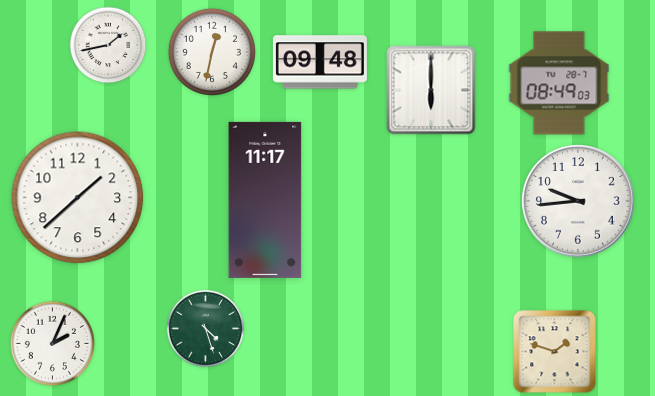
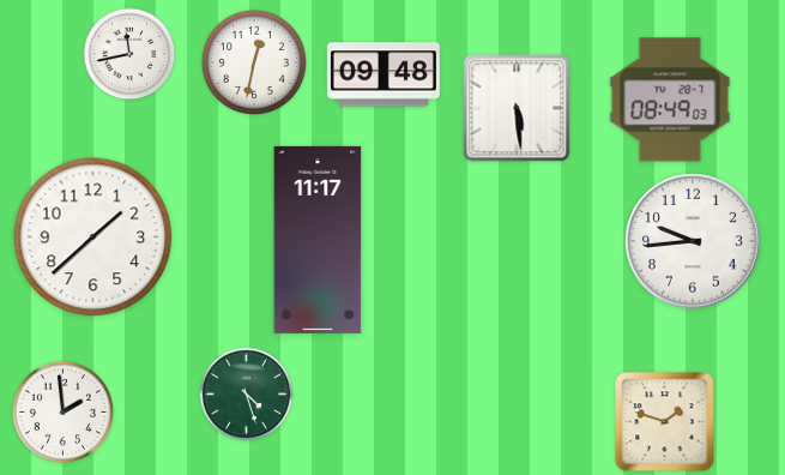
clock at (108, 45): 1:43 -> 11:43
clock at (431, 90): 6:00 -> 5:29
clock at (52, 343): 2:04 -> 1:59
